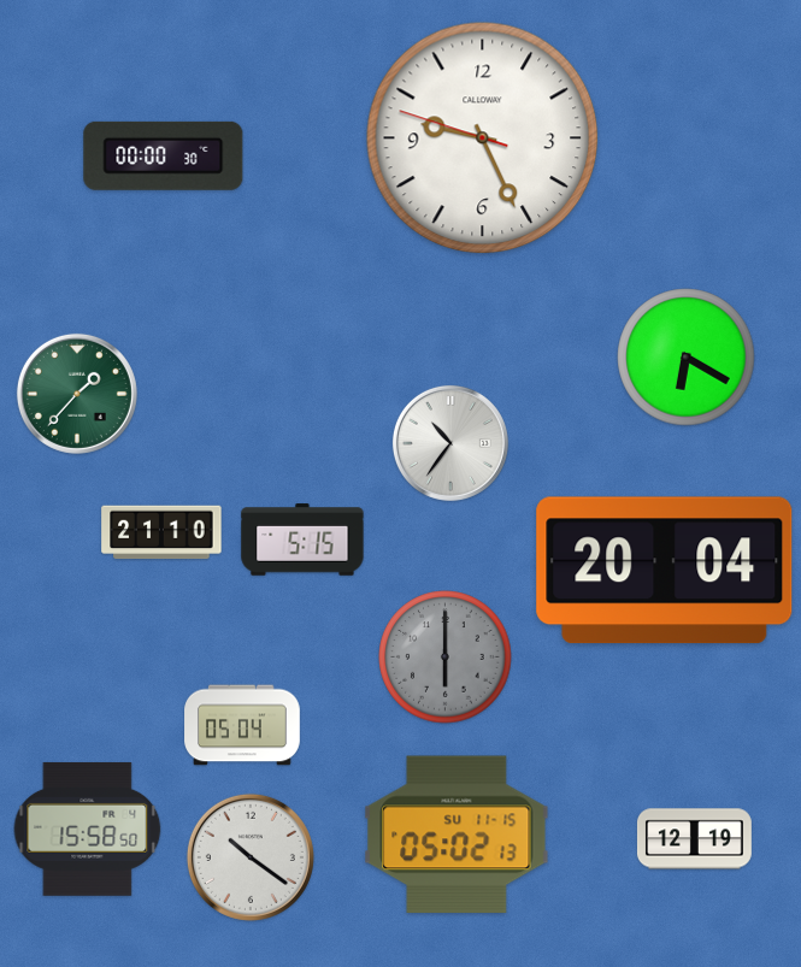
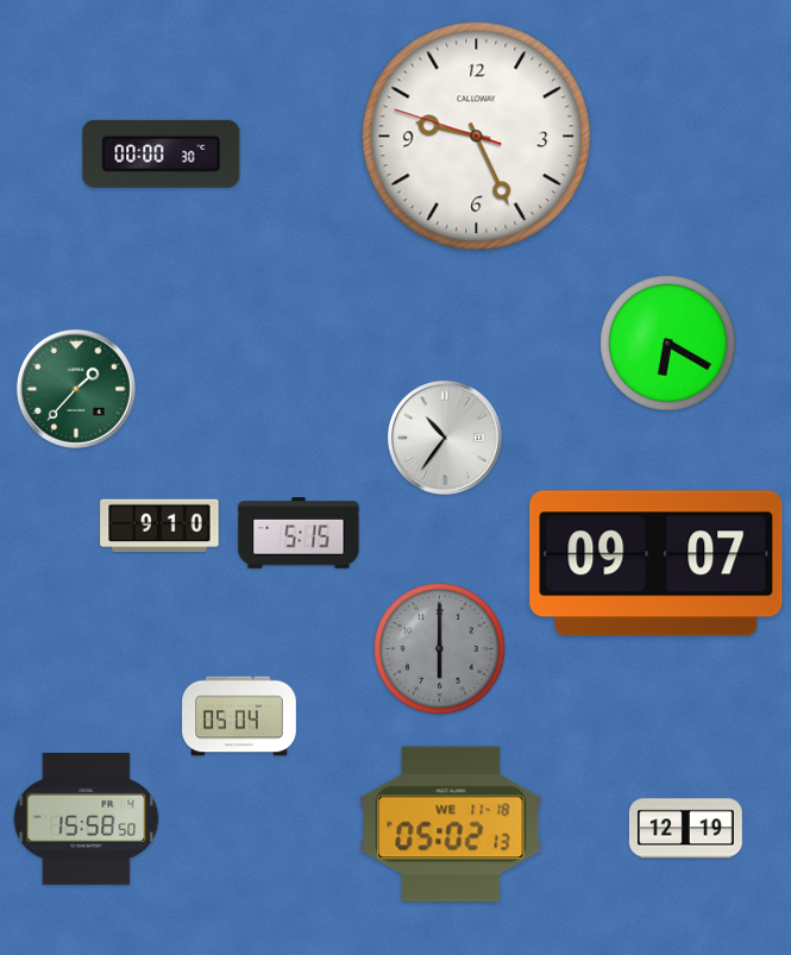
clock at (687, 358) position: (687, 358) -> (668, 344)
clock at (161, 532): 21:10 -> 9:10
clock at (665, 571): 20:04 -> 09:07
clock at (457, 835) date: SU 11-15 -> WE 11-18
clock at (251, 857): 10:21 -> none
